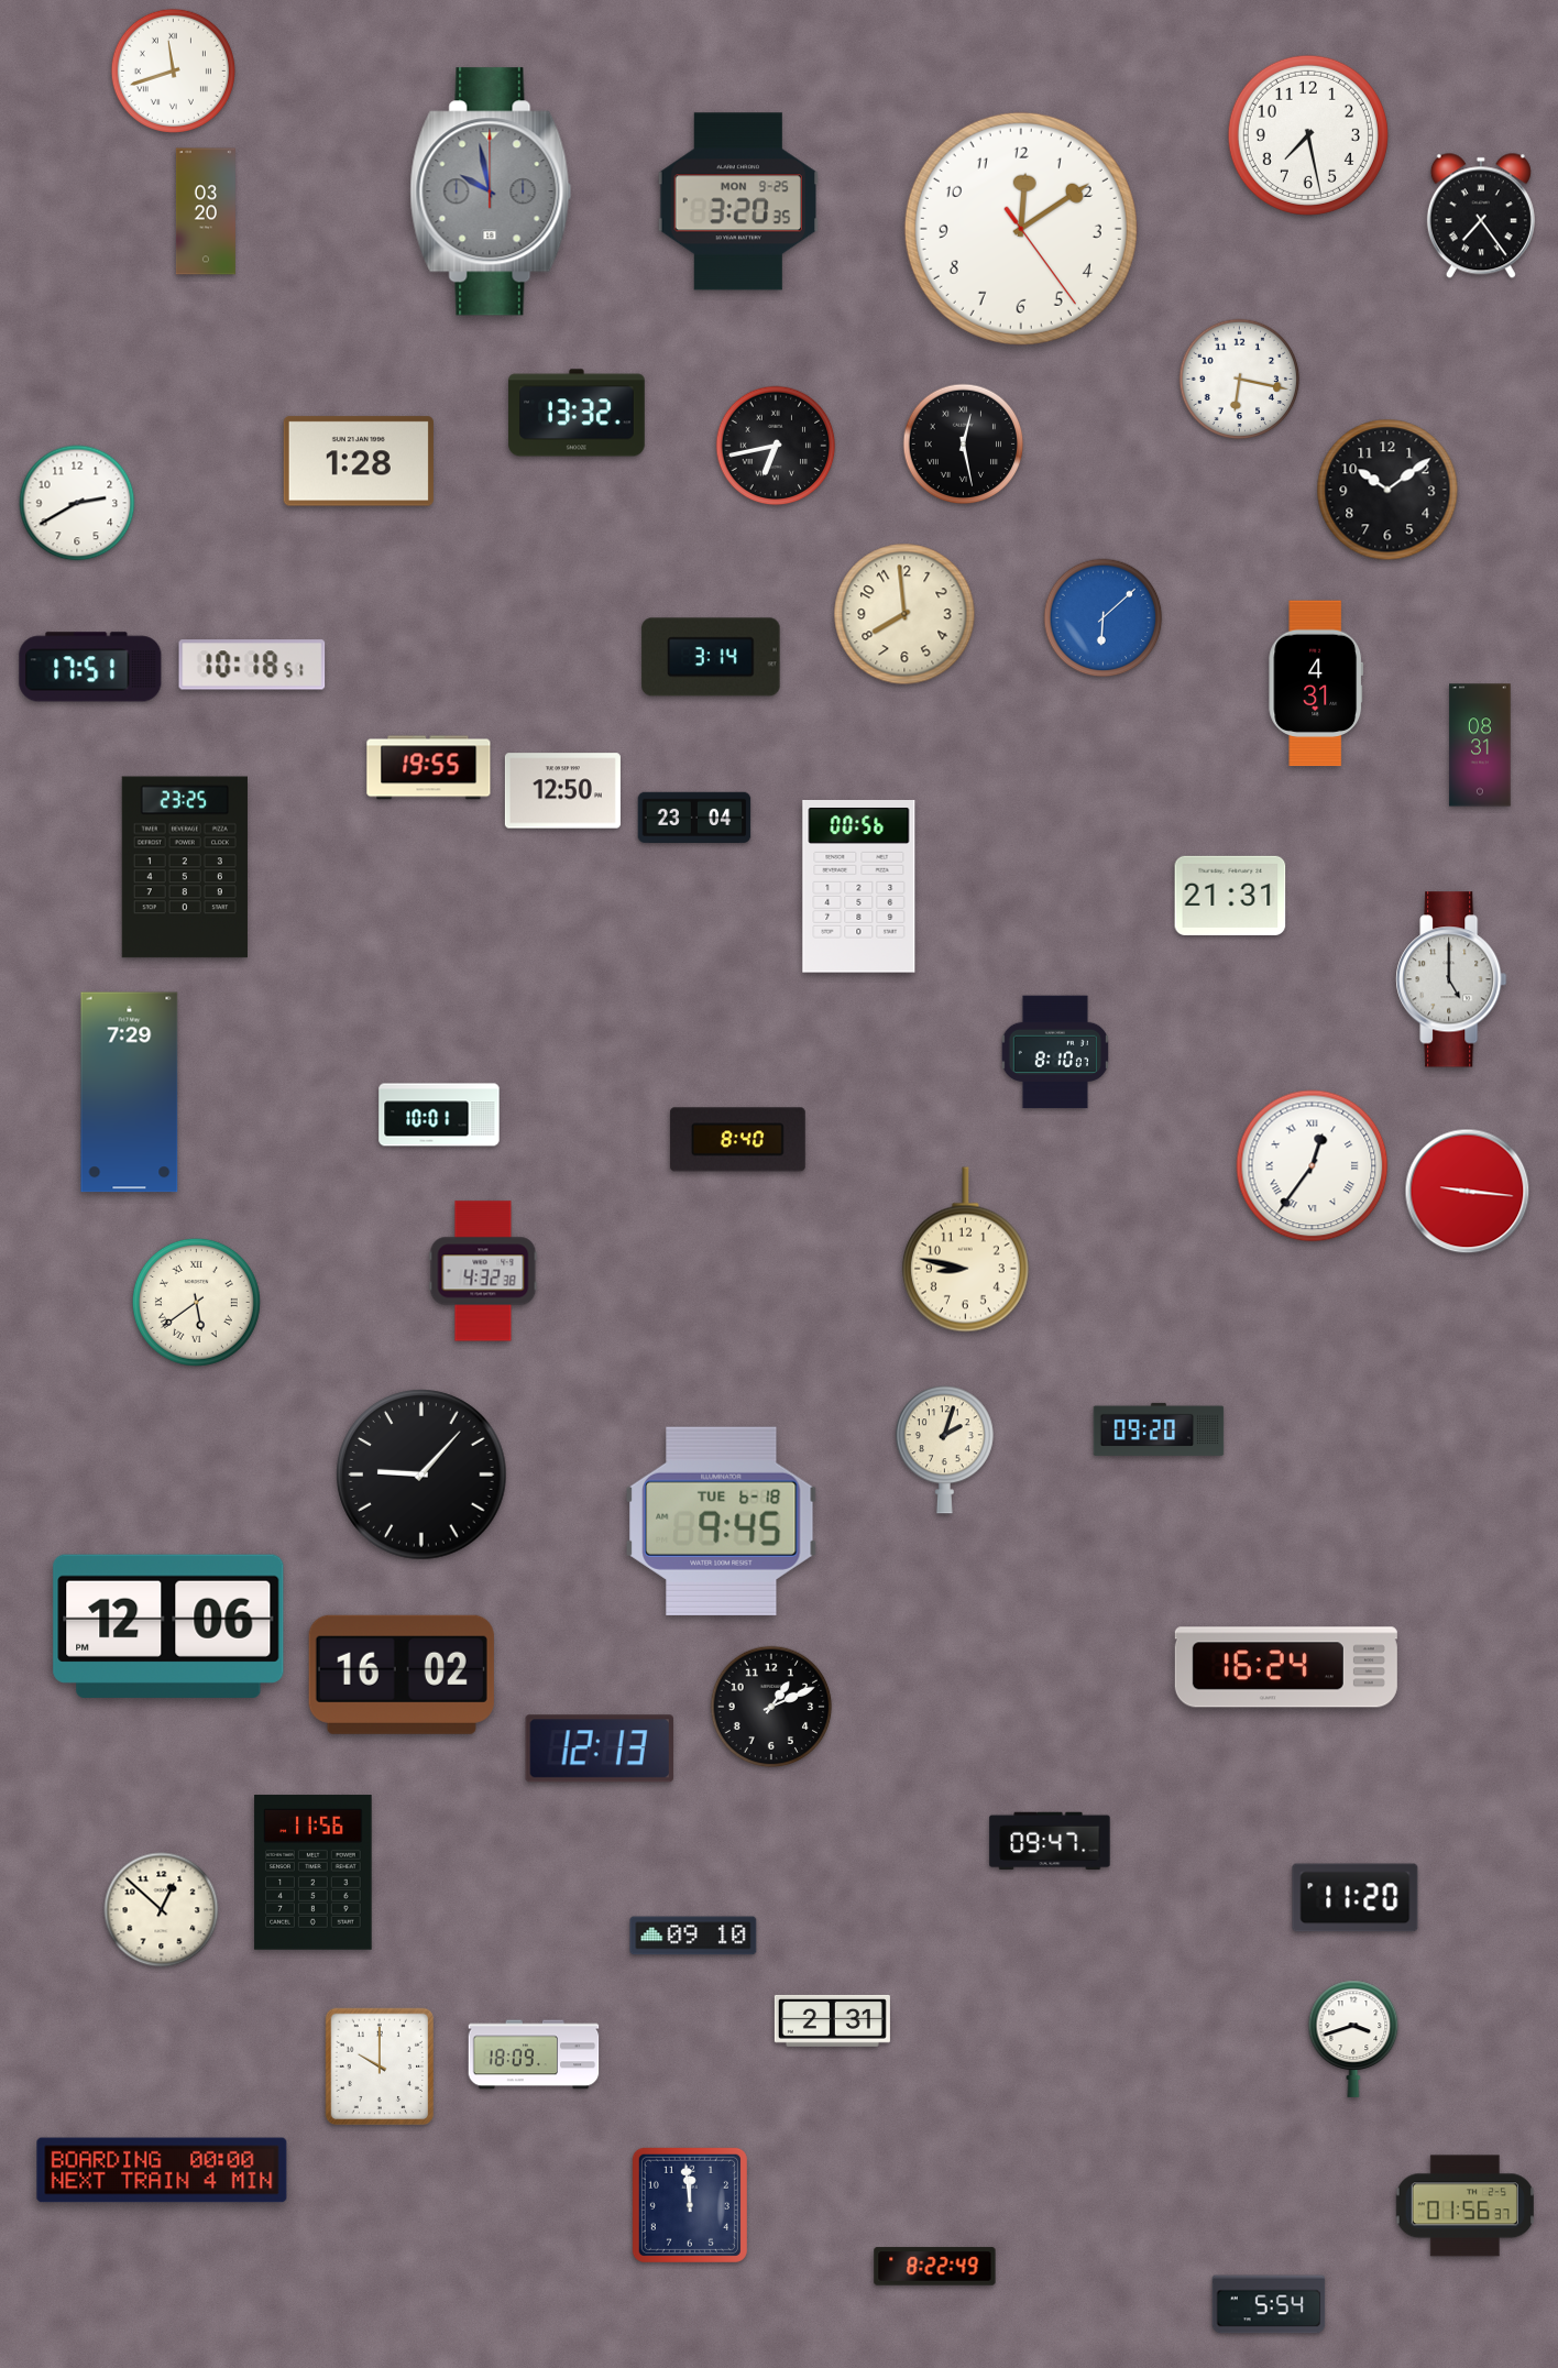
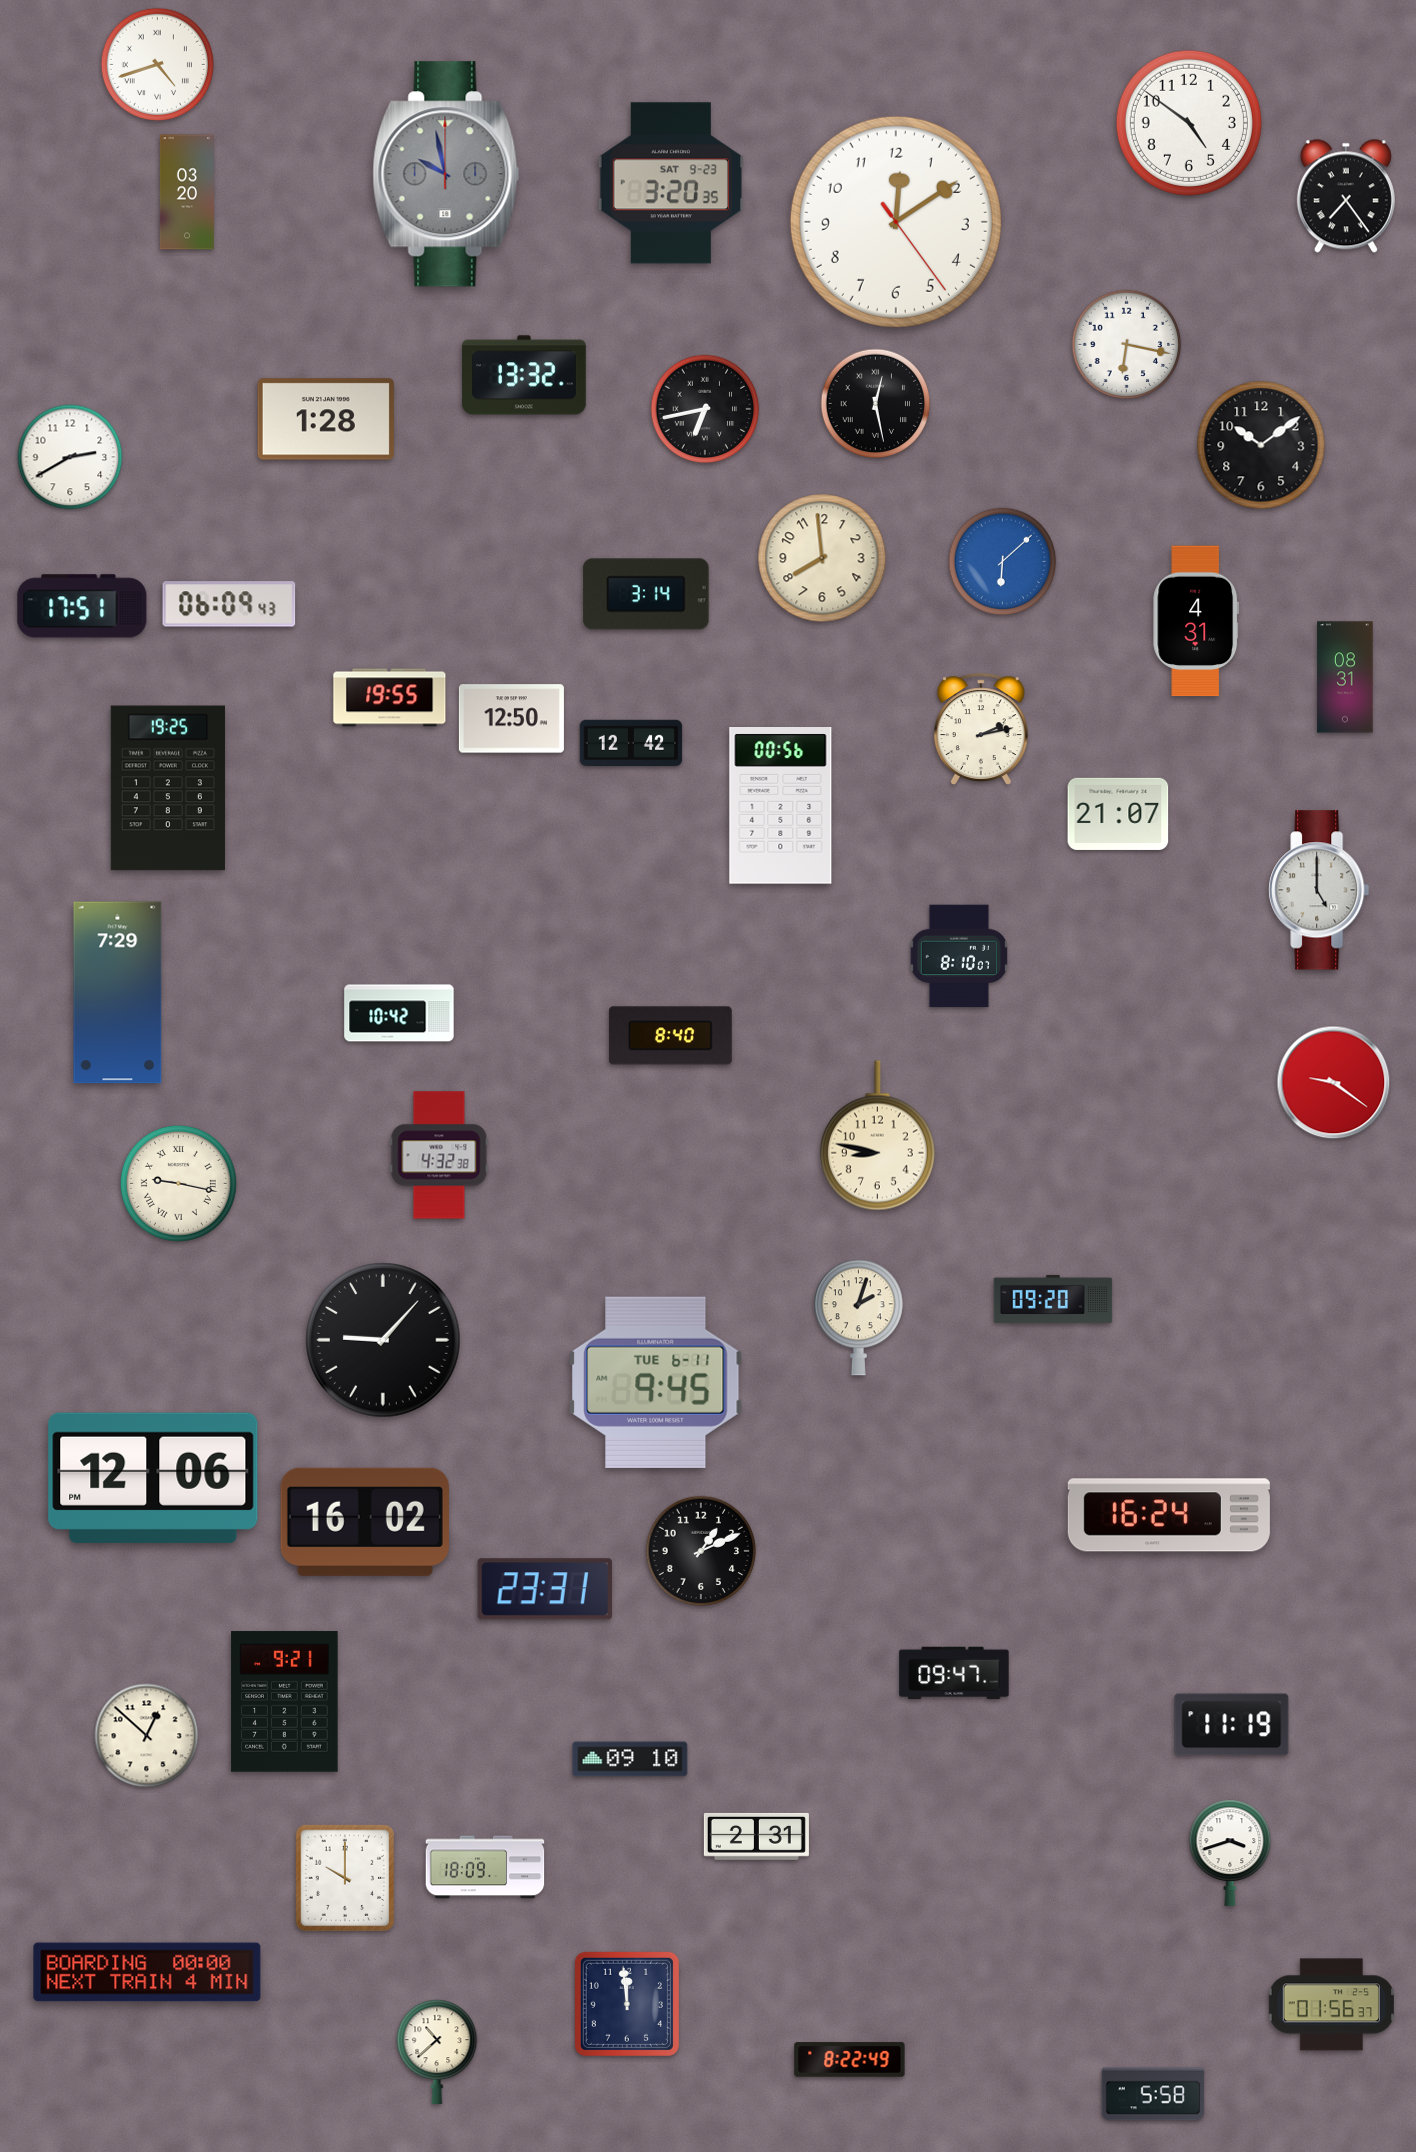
clock at (173, 70): 11:42 -> 4:42
clock at (1308, 135): 7:28 -> 4:51
clock at (737, 201) date: MON 9-25 -> SAT 9-23
clock at (1021, 229) position: (1021, 229) -> (896, 222)
clock at (776, 446) position: (776, 446) -> (705, 409)
clock at (711, 657) position: (711, 657) -> (646, 594)
clock at (252, 665): 10:18 -> 06:09
clock at (981, 729): none -> 2:13
clock at (694, 818): 23:04 -> 12:42
clock at (185, 867): 23:25 -> 19:25
clock at (1230, 896): 21:31 -> 21:07
clock at (439, 1115): 10:01 -> 10:42
clock at (1313, 1166): 12:36 -> none
clock at (1468, 1192): 9:16 -> 9:21
clock at (196, 1302): 5:39 -> 9:17
clock at (722, 1521) date: TUE 6-18 -> TUE 6-11
clock at (600, 1748): 12:13 -> 23:31
clock at (314, 1873): 11:56 -> 9:21
clock at (1356, 1898): 11:20 -> 11:19
clock at (437, 2052): none -> 10:38
clock at (1269, 2304): 5:54 -> 5:58
